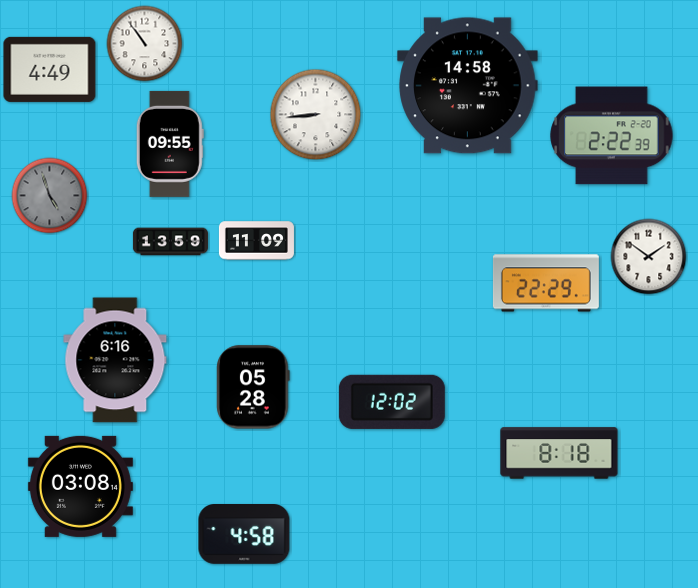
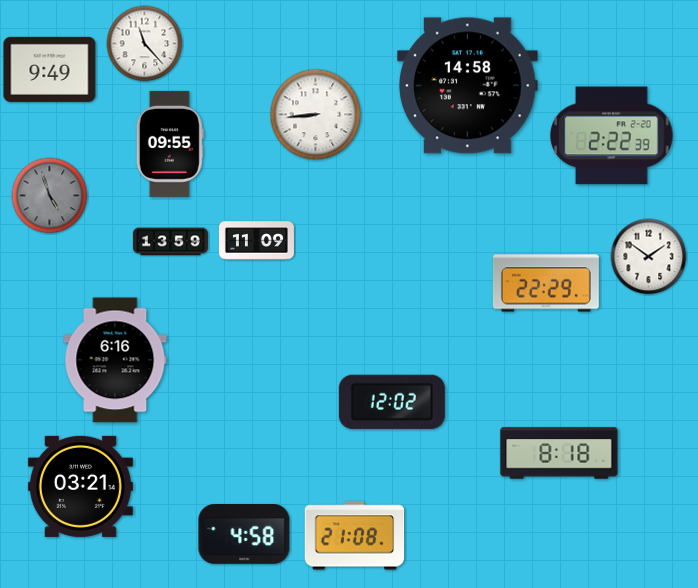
clock at (145, 44): 10:54 -> 11:23
clock at (50, 69): 4:49 -> 9:49
clock at (253, 387): 05:28 -> none
clock at (80, 486): 03:08 -> 03:21
clock at (355, 536): none -> 21:08
